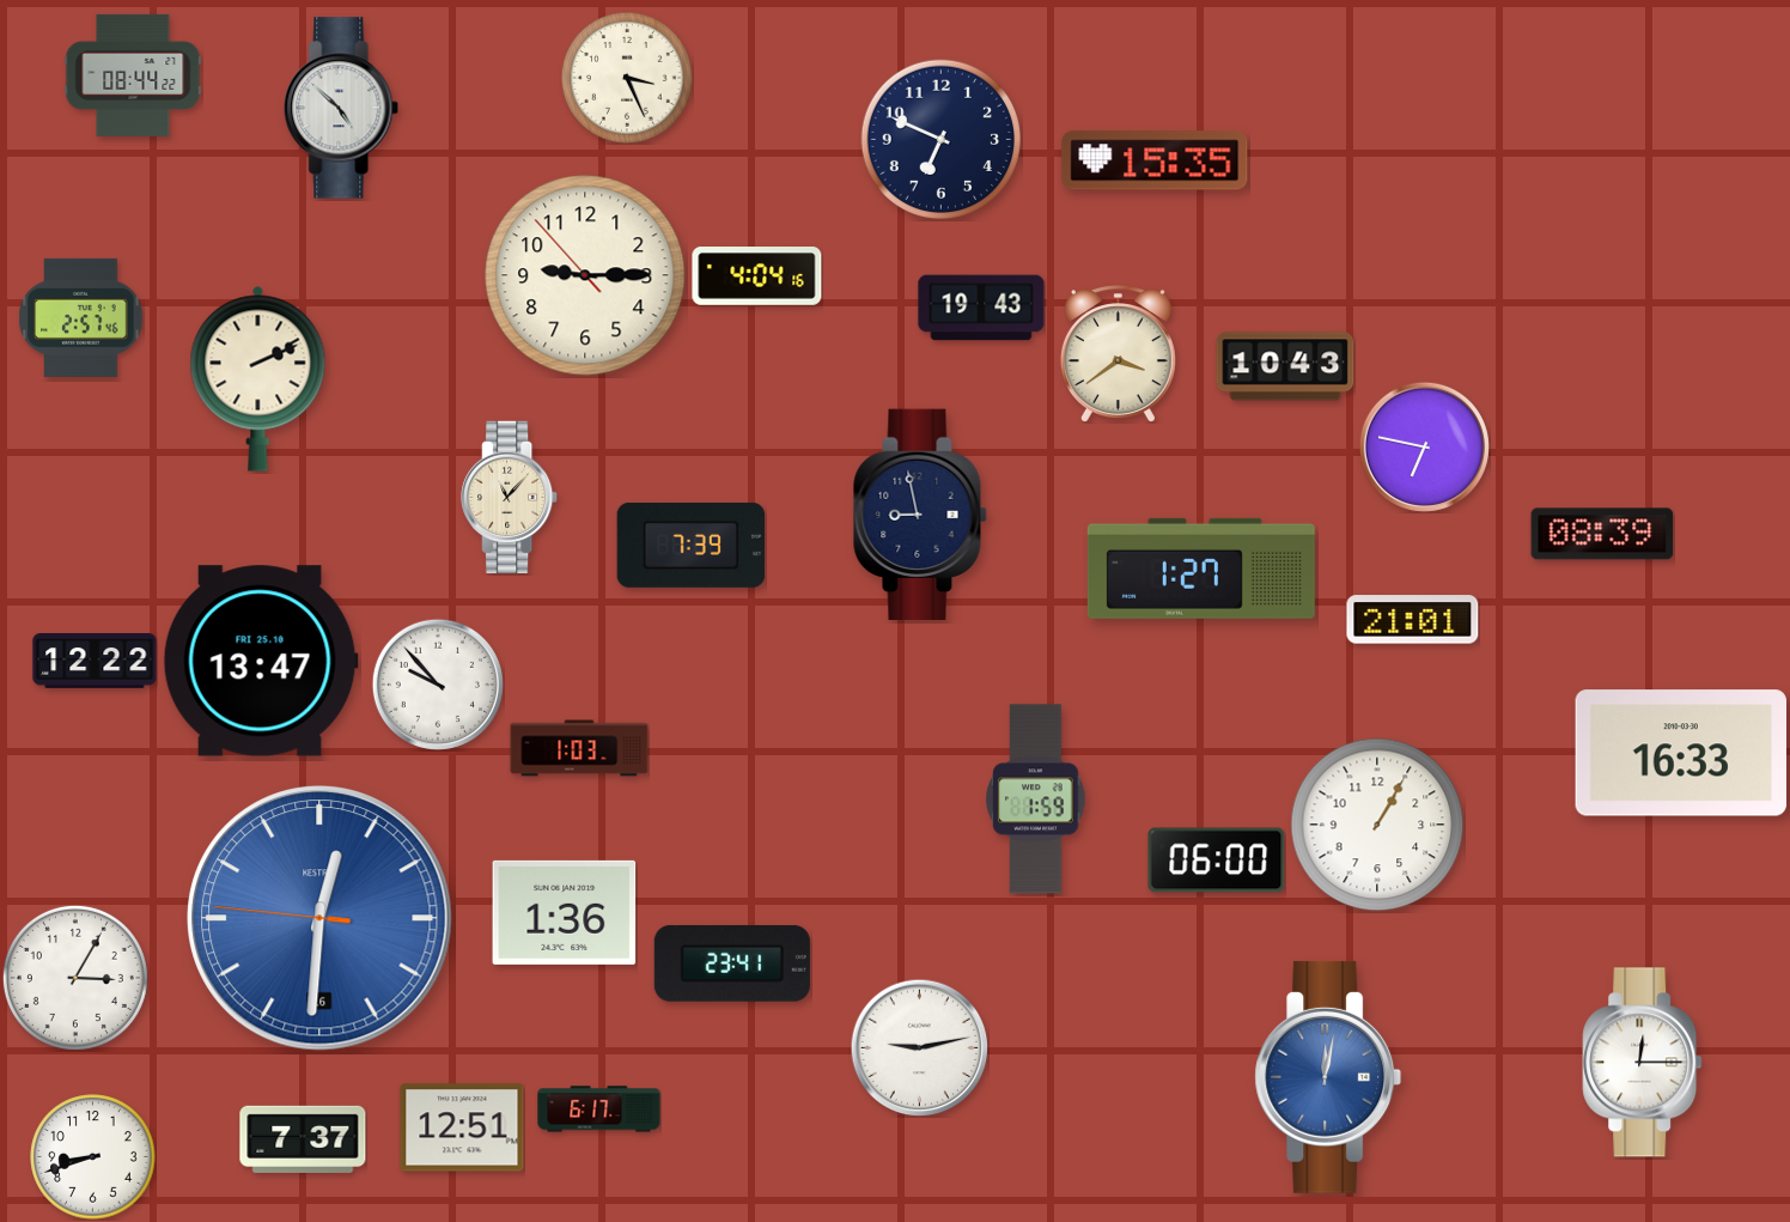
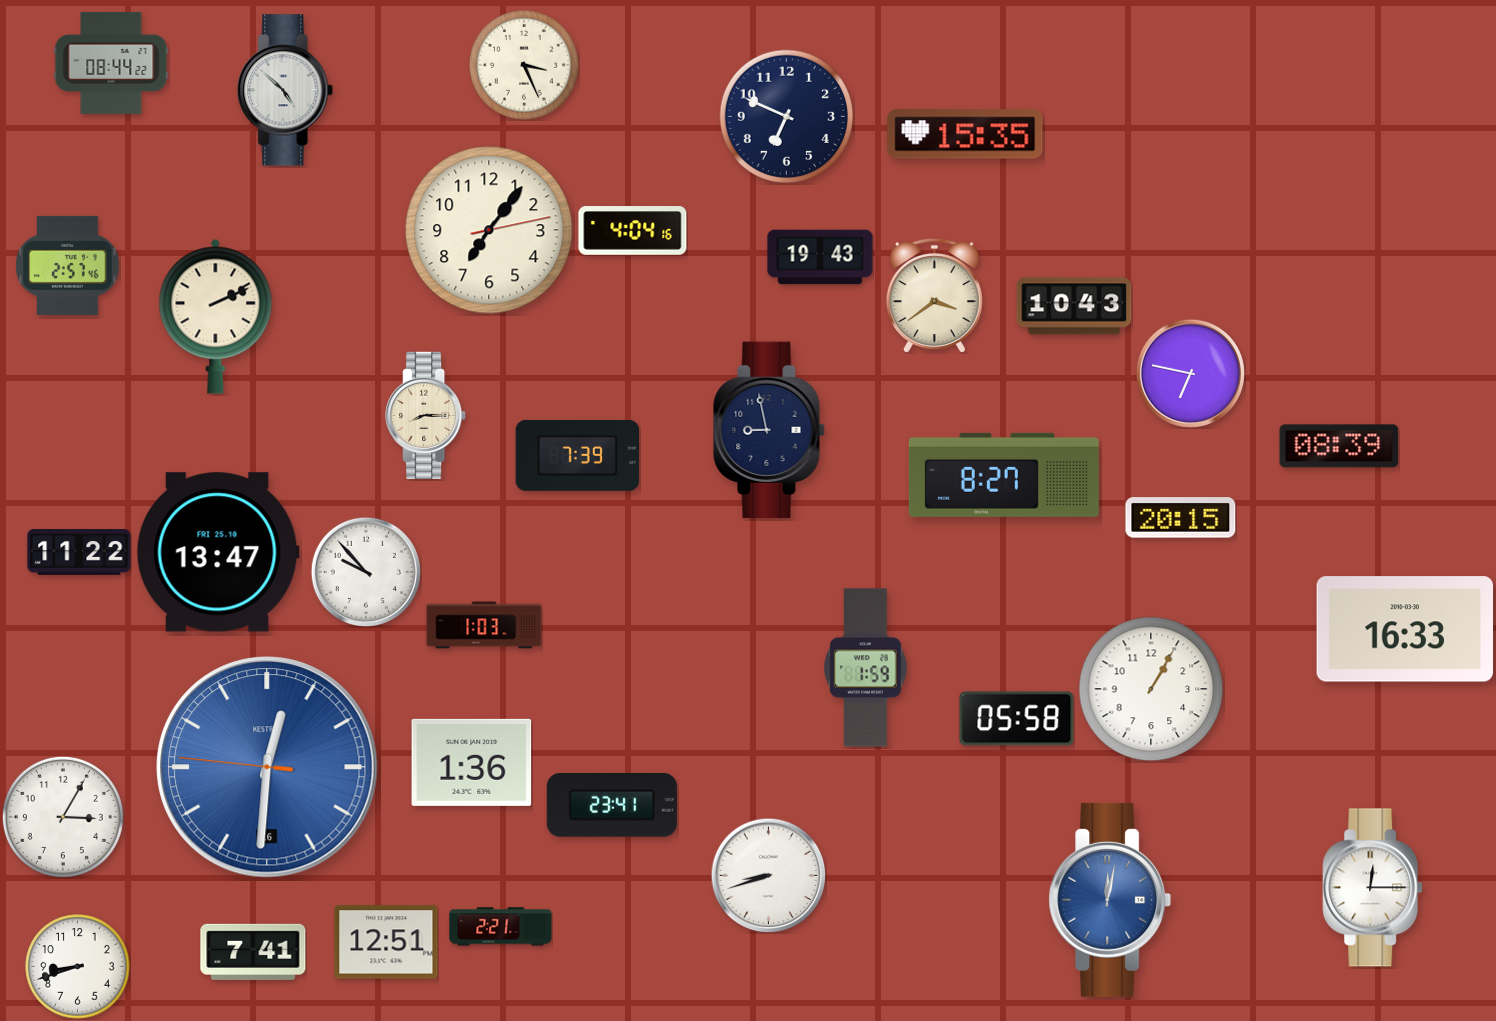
clock at (585, 275): 9:14 -> 7:06
clock at (510, 497): 11:07 -> 8:15
clock at (1201, 569): 1:27 -> 8:27
clock at (1413, 620): 21:01 -> 20:15
clock at (95, 662): 12:22 -> 11:22
clock at (1217, 861): 06:00 -> 05:58
clock at (919, 1047): 9:13 -> 8:42
clock at (599, 1109): 6:17 -> 2:21
clock at (303, 1139): 7:37 -> 7:41
